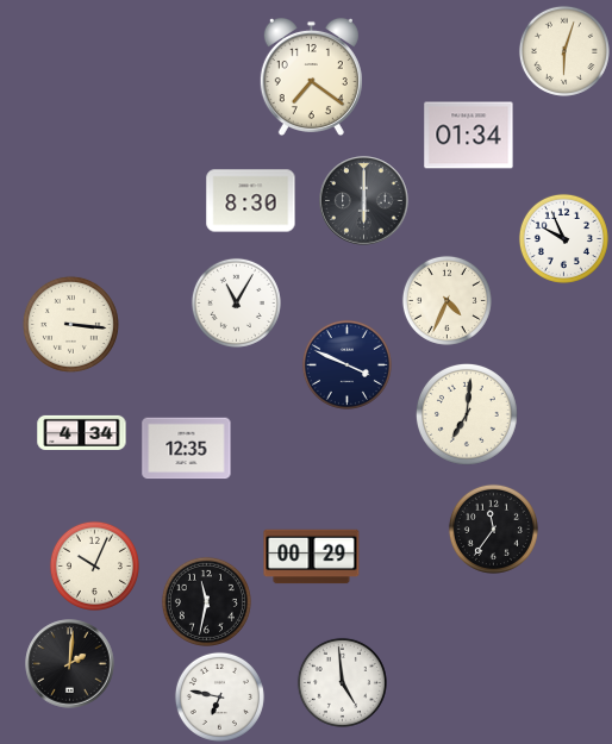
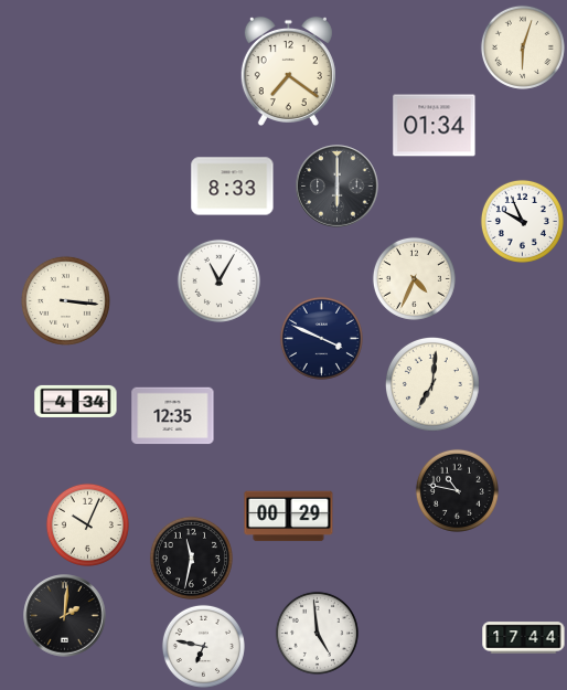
clock at (251, 201): 8:30 -> 8:33
clock at (493, 529): 11:36 -> 10:47
clock at (524, 638): none -> 17:44
